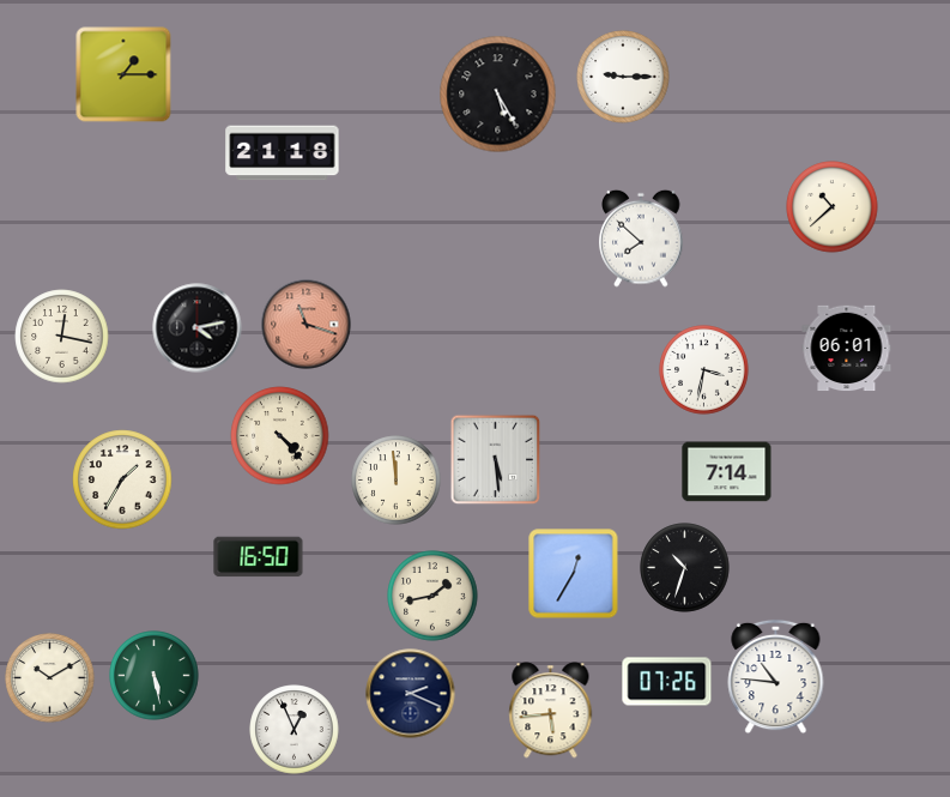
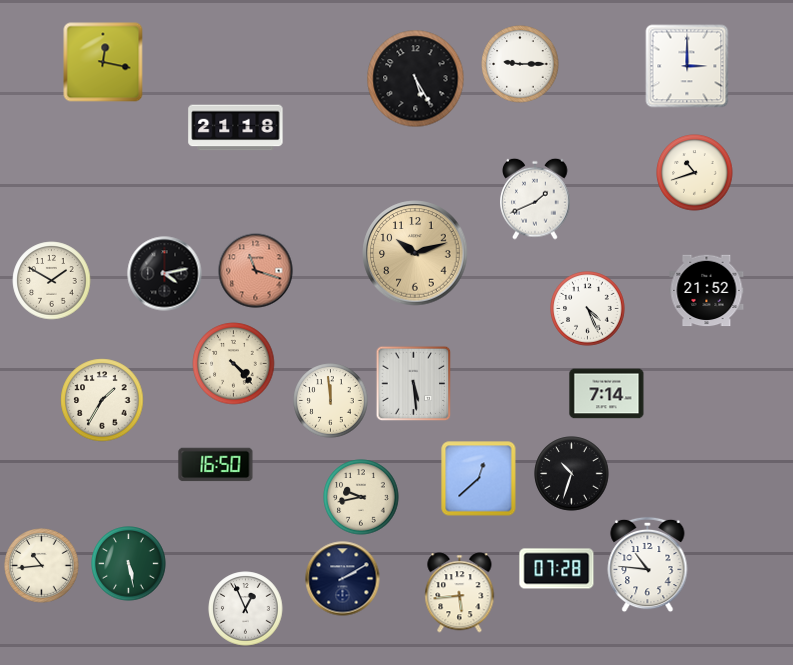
clock at (123, 74): 1:15 -> 12:17
clock at (687, 66): none -> 3:00
clock at (833, 207): 10:38 -> 10:42
clock at (641, 239): 7:52 -> 1:41
clock at (415, 253): none -> 10:12
clock at (62, 337): 12:17 -> 1:50
clock at (847, 349): 06:01 -> 21:52
clock at (704, 370): 3:32 -> 4:26
clock at (574, 574): 12:35 -> 12:38
clock at (432, 596): 1:43 -> 9:43
clock at (50, 678): 10:10 -> 10:44
clock at (667, 682): 07:26 -> 07:28
clock at (411, 694): 2:19 -> 2:10
